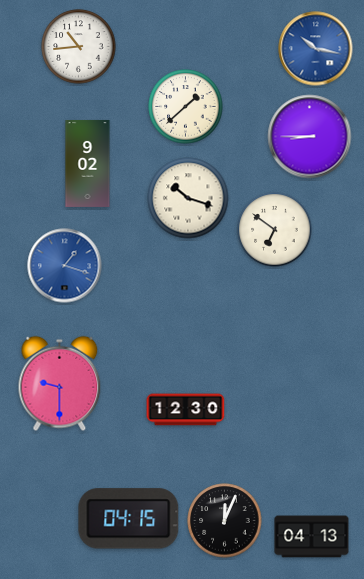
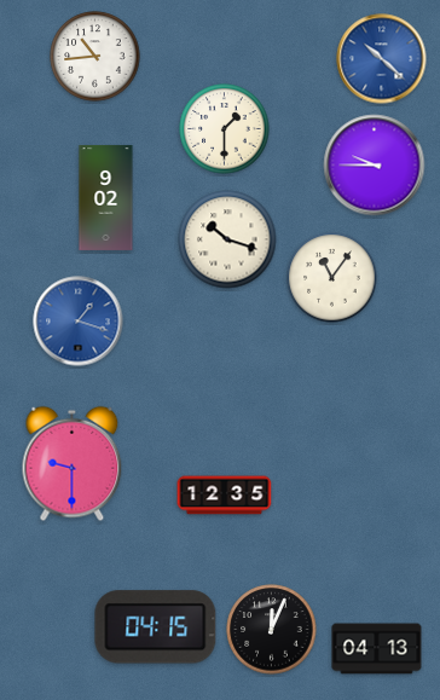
clock at (316, 49): 10:17 -> 10:22
clock at (186, 107): 1:38 -> 1:30
clock at (310, 137): 8:45 -> 9:45
clock at (275, 230): 6:51 -> 11:06
clock at (186, 410): 12:30 -> 12:35
